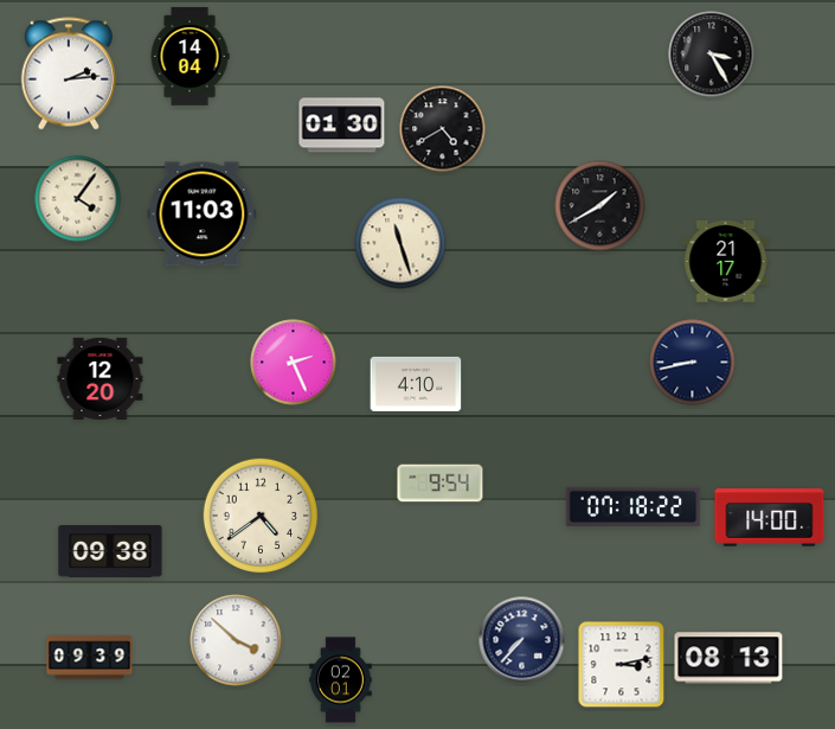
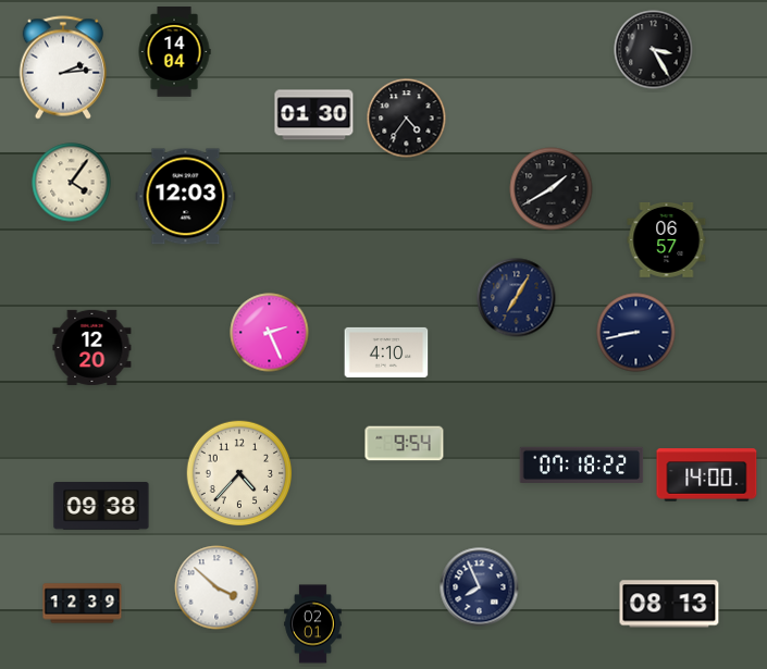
clock at (443, 129): 4:40 -> 4:36
clock at (203, 215): 11:03 -> 12:03
clock at (400, 243): 11:27 -> none
clock at (726, 262): 21:17 -> 06:57
clock at (517, 298): none -> 7:05
clock at (416, 384) position: (416, 384) -> (386, 352)
clock at (261, 516): 4:39 -> 4:37
clock at (522, 640): 7:37 -> 7:56
clock at (90, 658): 09:39 -> 12:39
clock at (622, 665): 3:13 -> none
